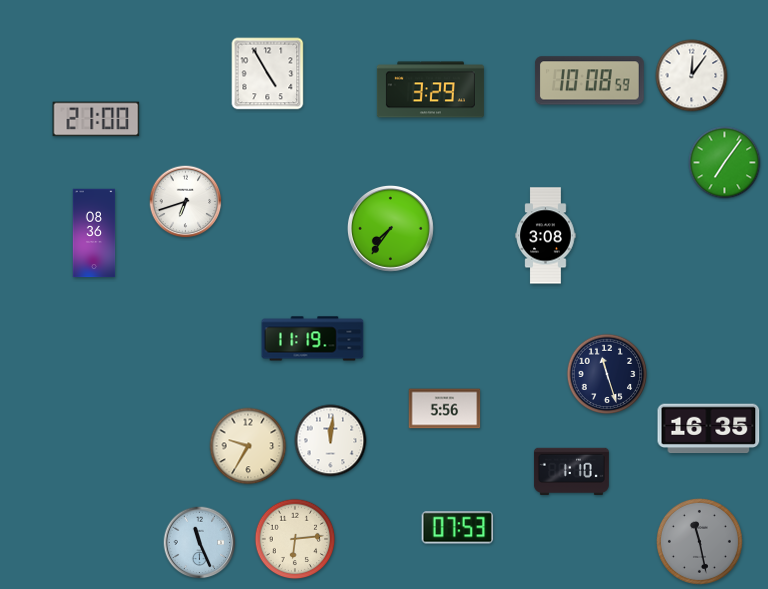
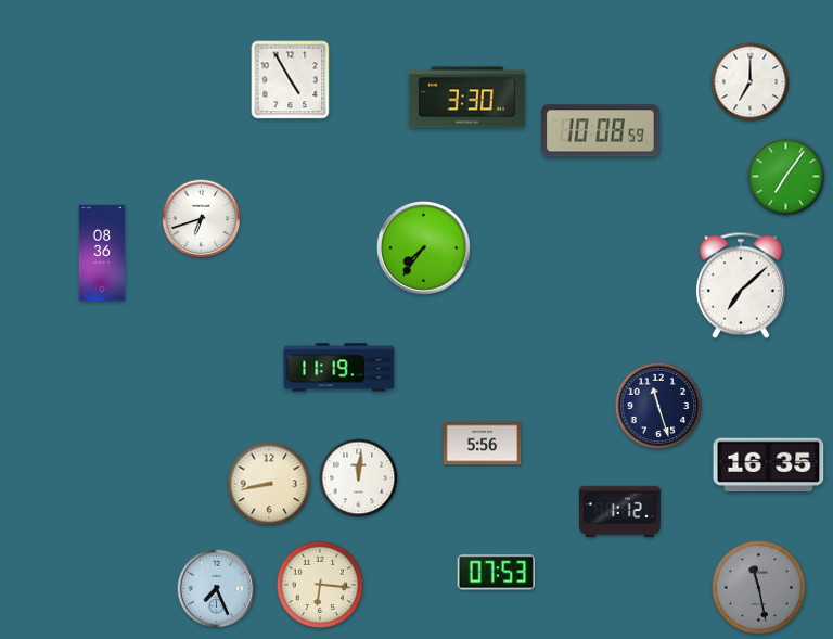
clock at (692, 76): 12:06 -> 7:00
clock at (589, 81) position: (589, 81) -> (600, 131)
clock at (430, 90): 3:29 -> 3:30
clock at (96, 119): 21:00 -> none
clock at (546, 236): 3:08 -> none
clock at (741, 285): none -> 7:08
clock at (248, 446): 9:35 -> 8:43
clock at (571, 471): 1:10 -> 1:12
clock at (295, 539): 6:14 -> 6:16
clock at (200, 543): 11:26 -> 7:26
